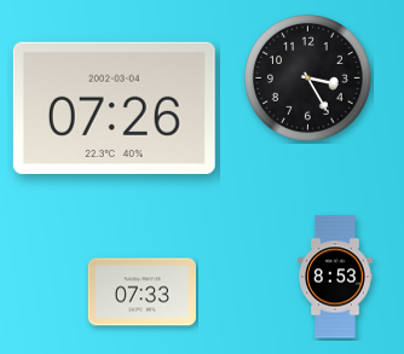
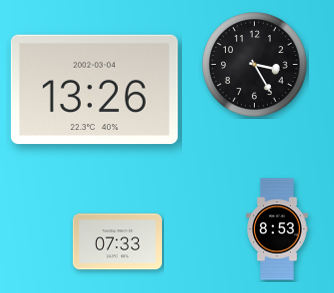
clock at (114, 108): 07:26 -> 13:26
